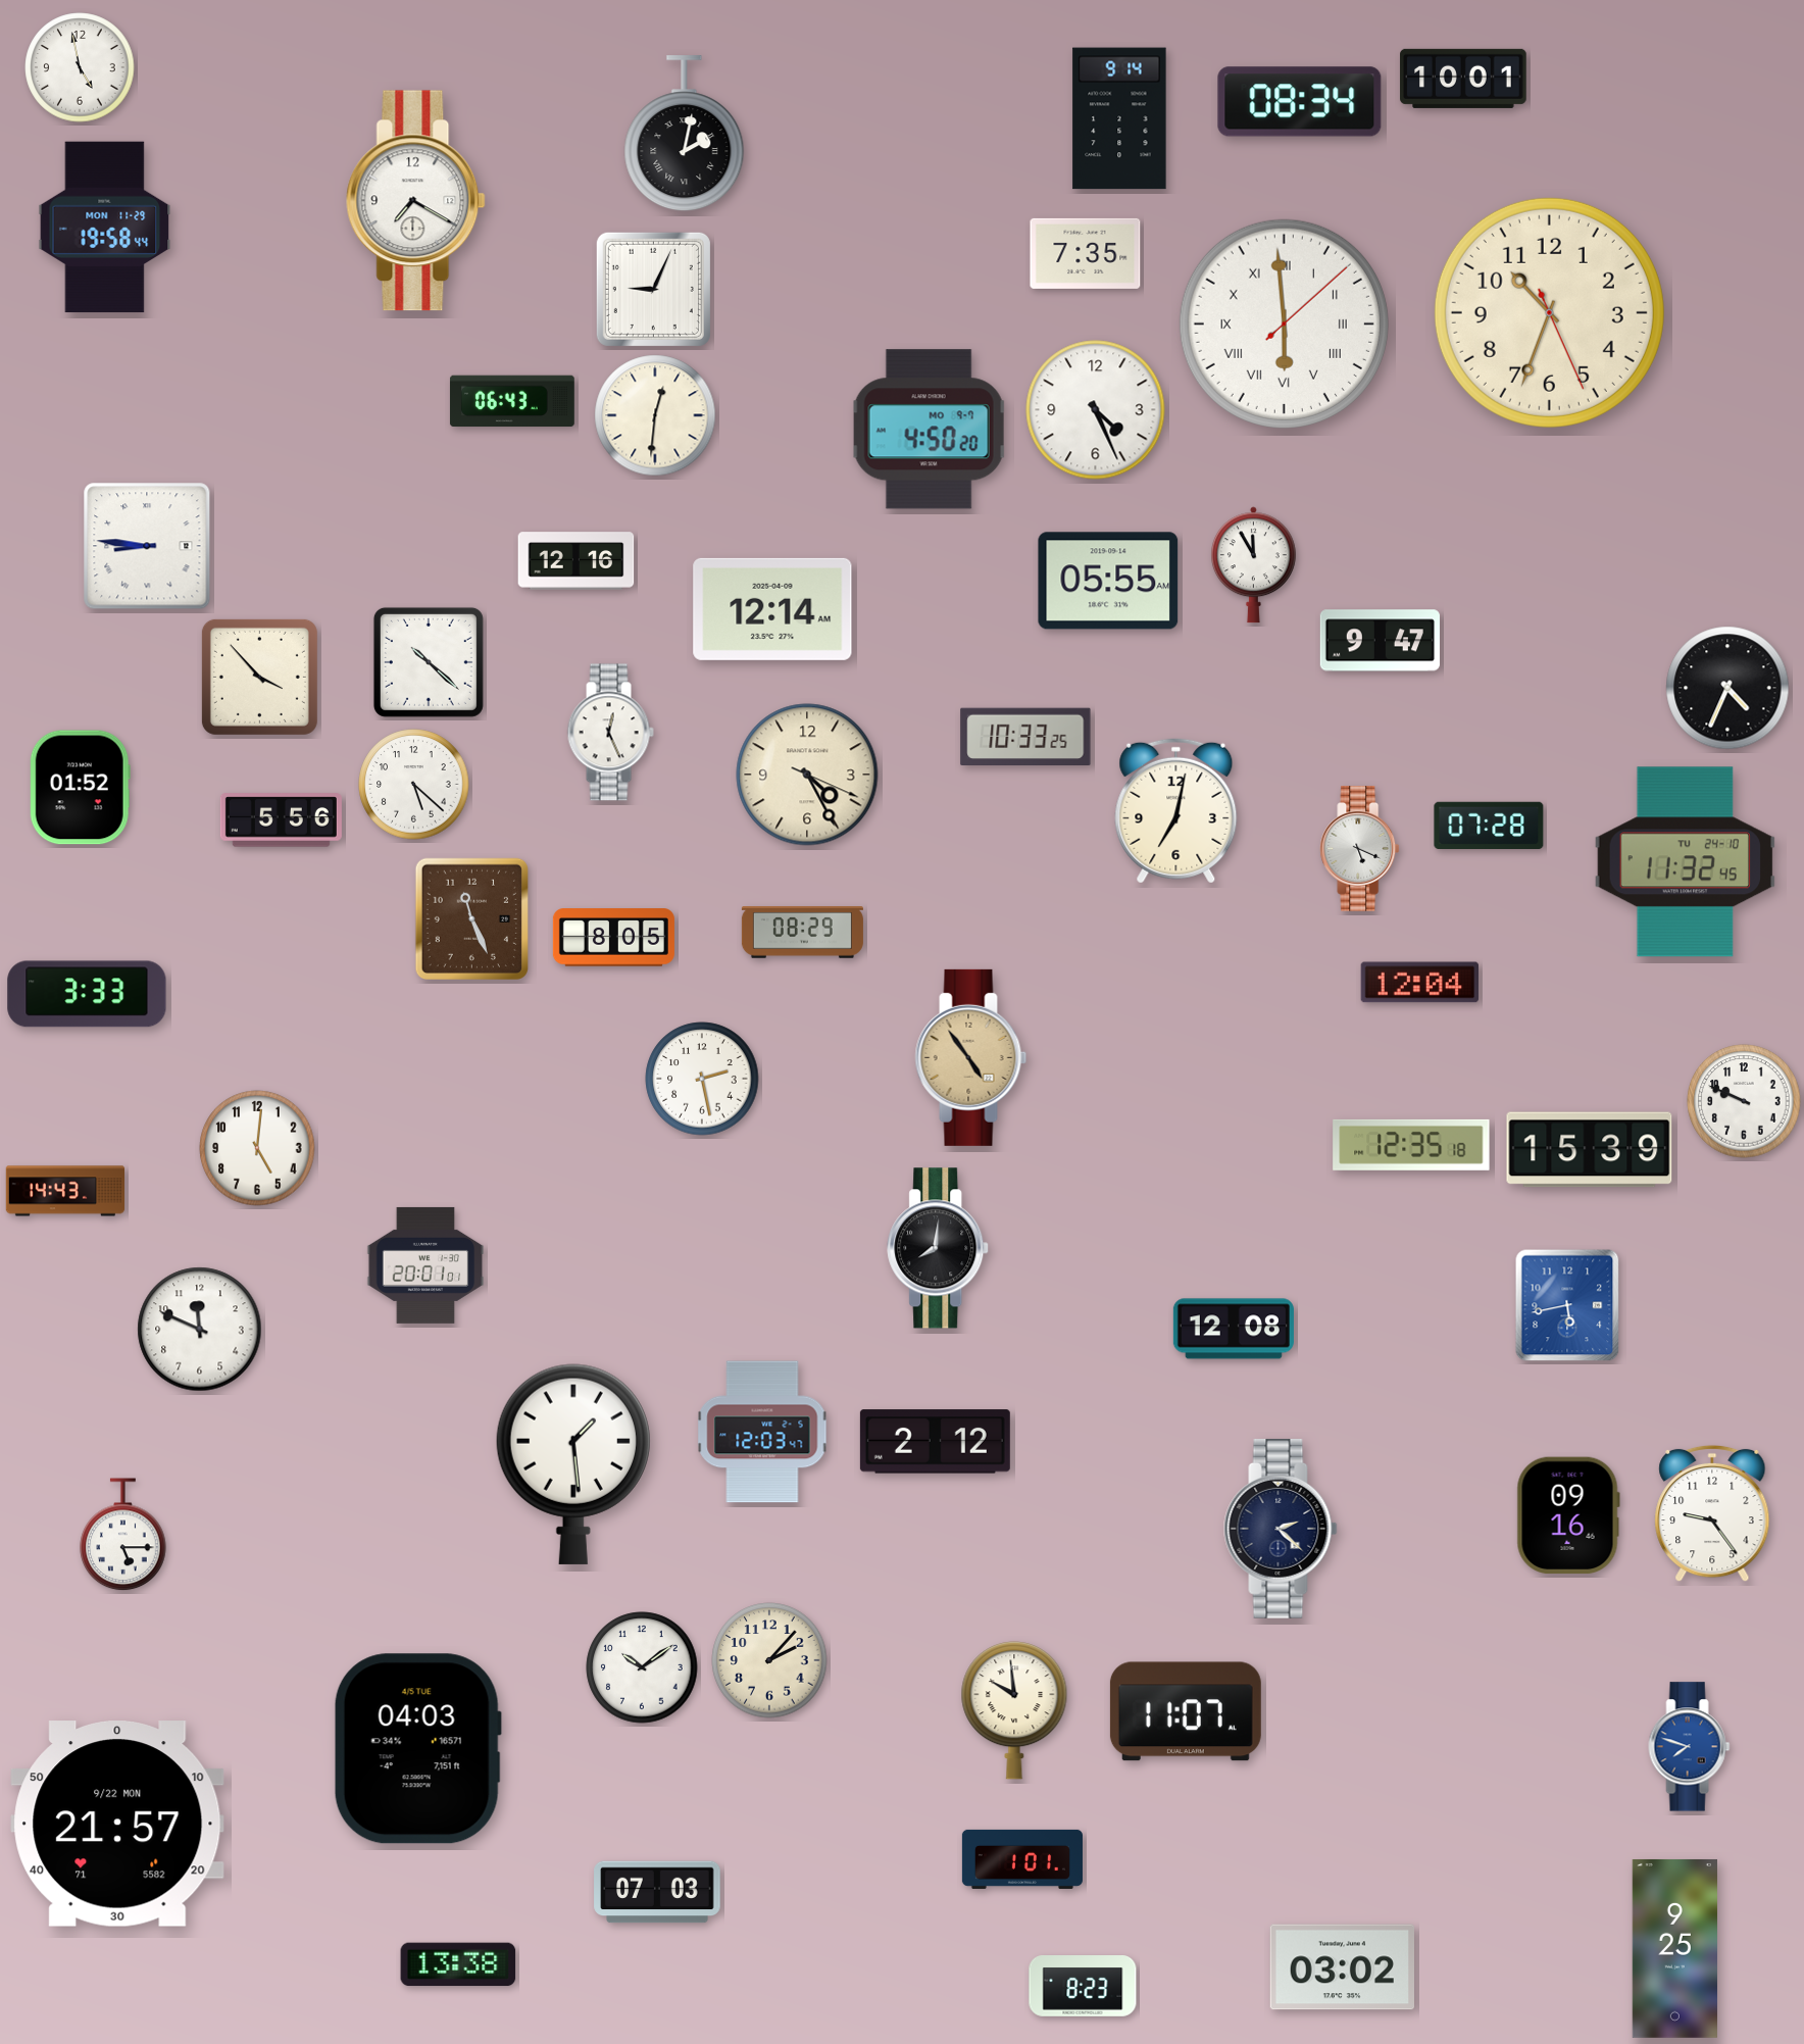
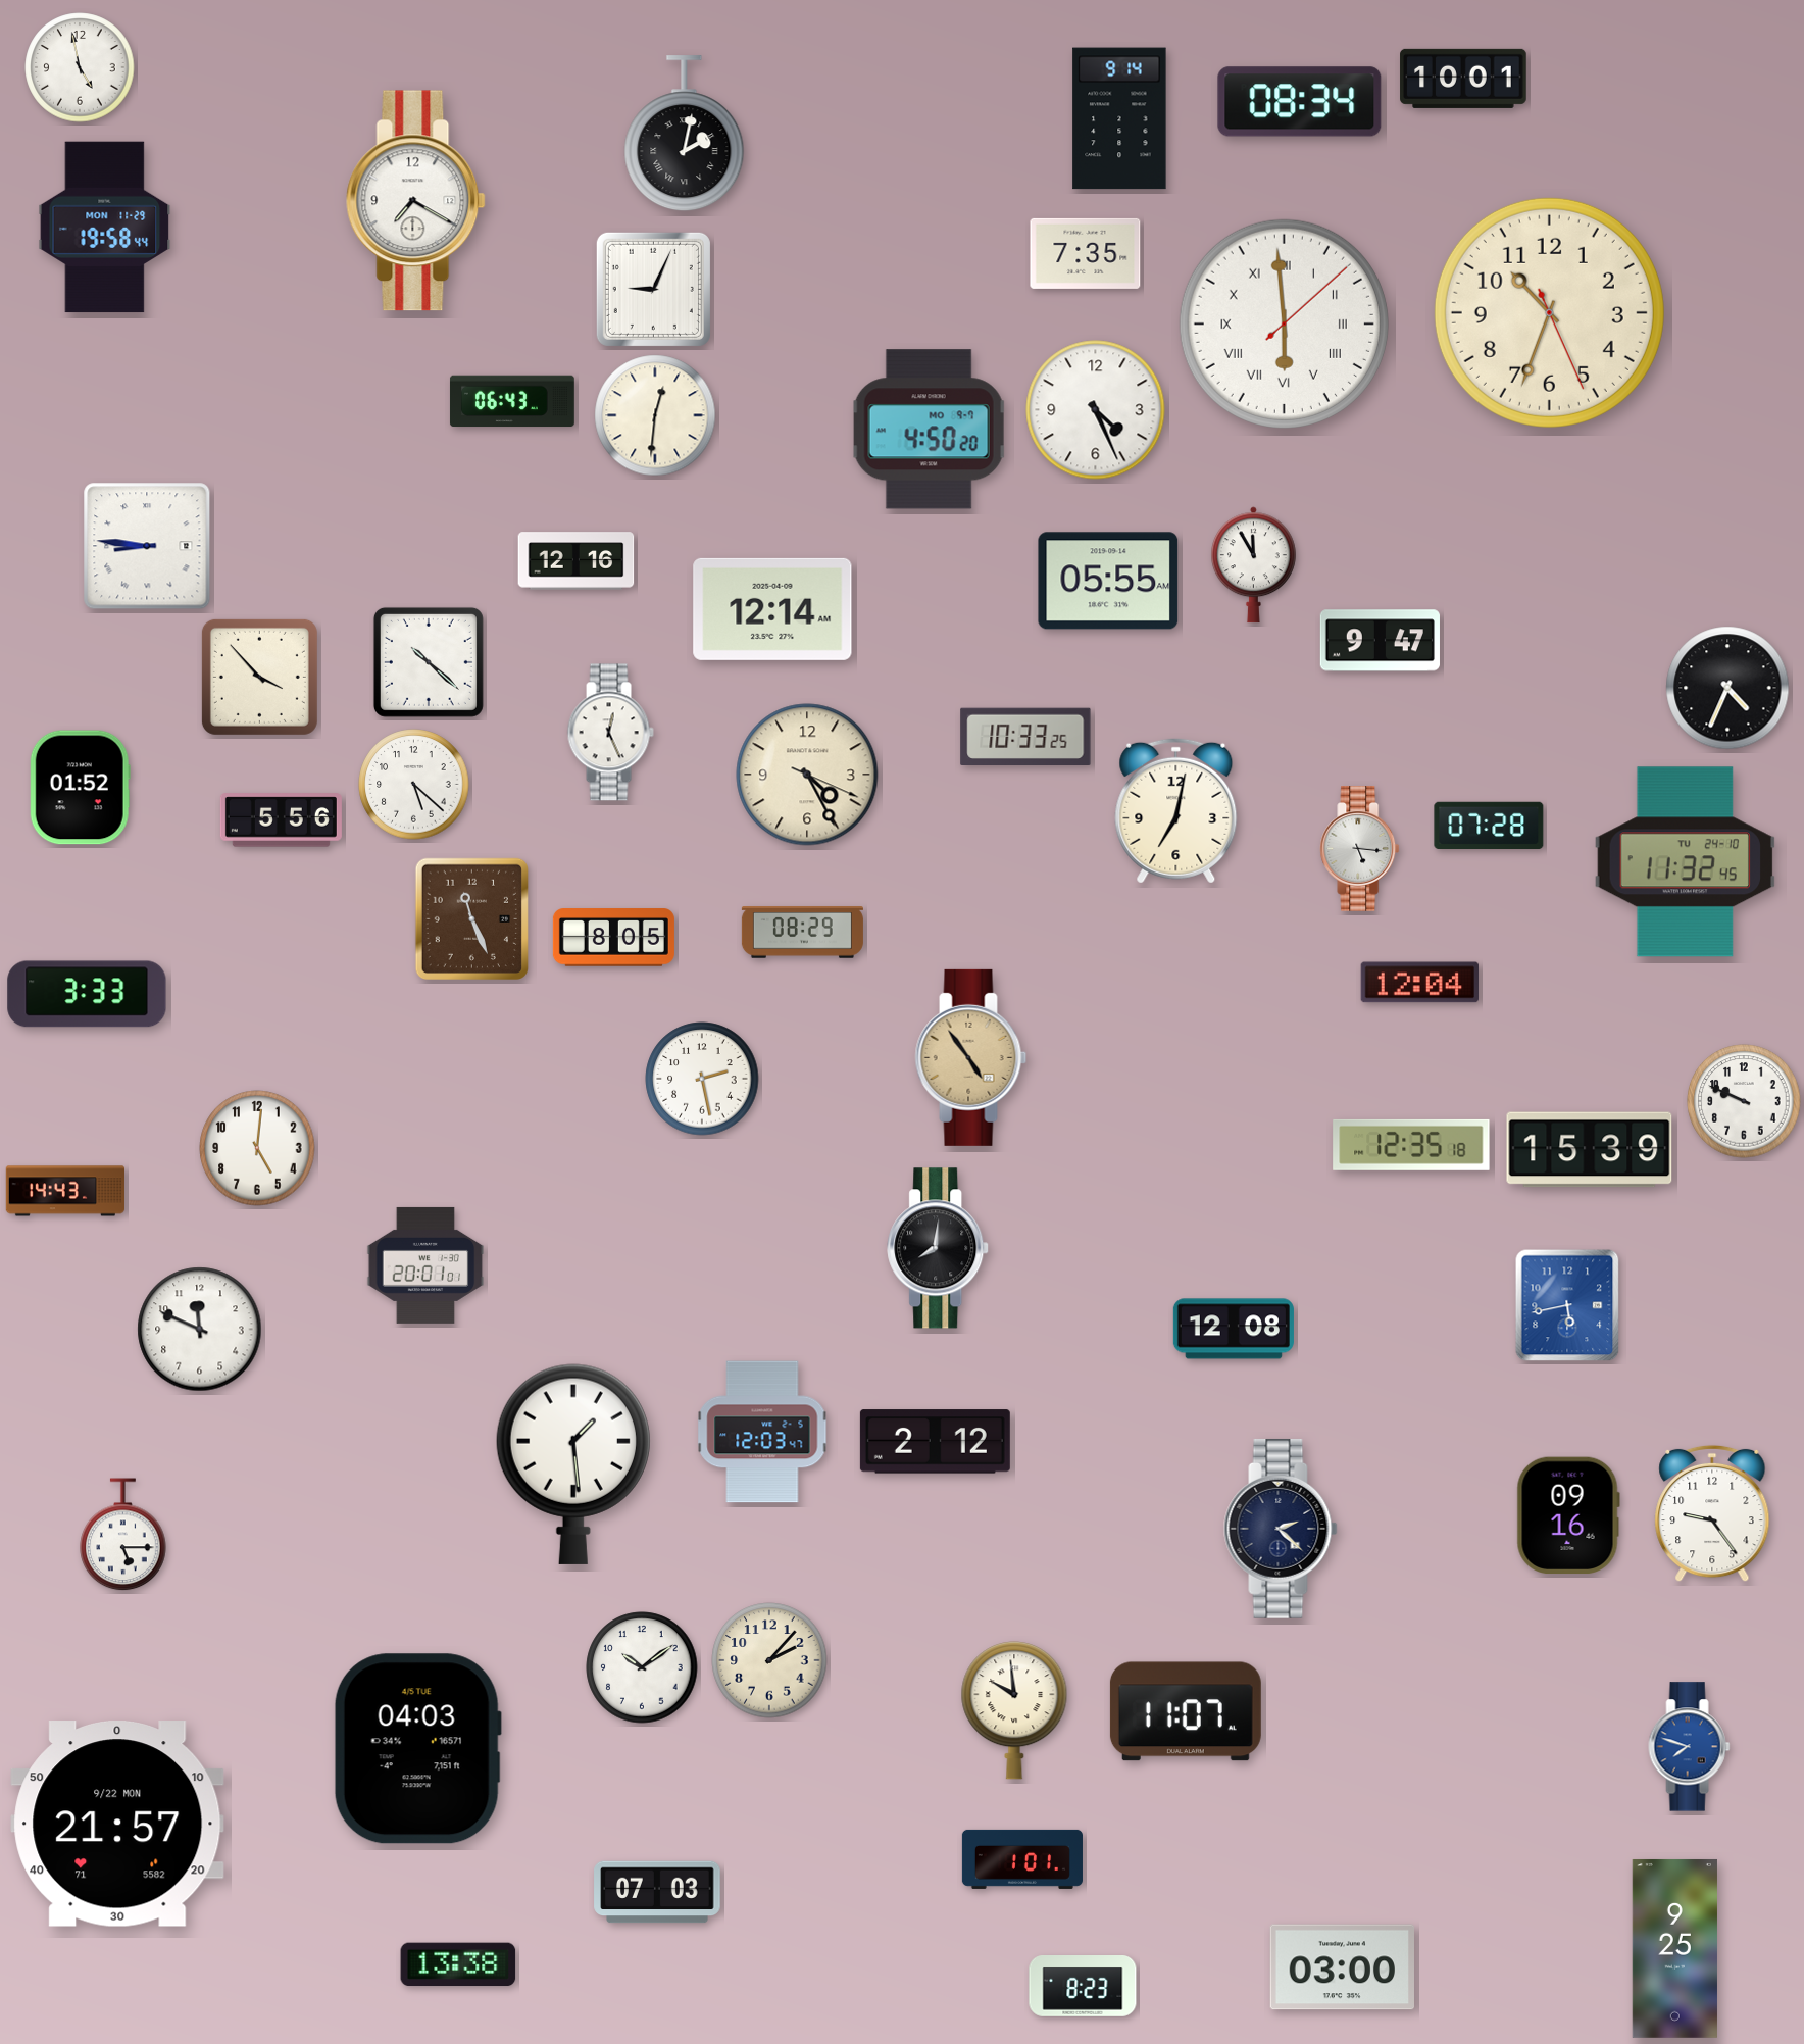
clock at (1360, 849): 5:19 -> 5:16
clock at (1342, 1967): 03:02 -> 03:00
